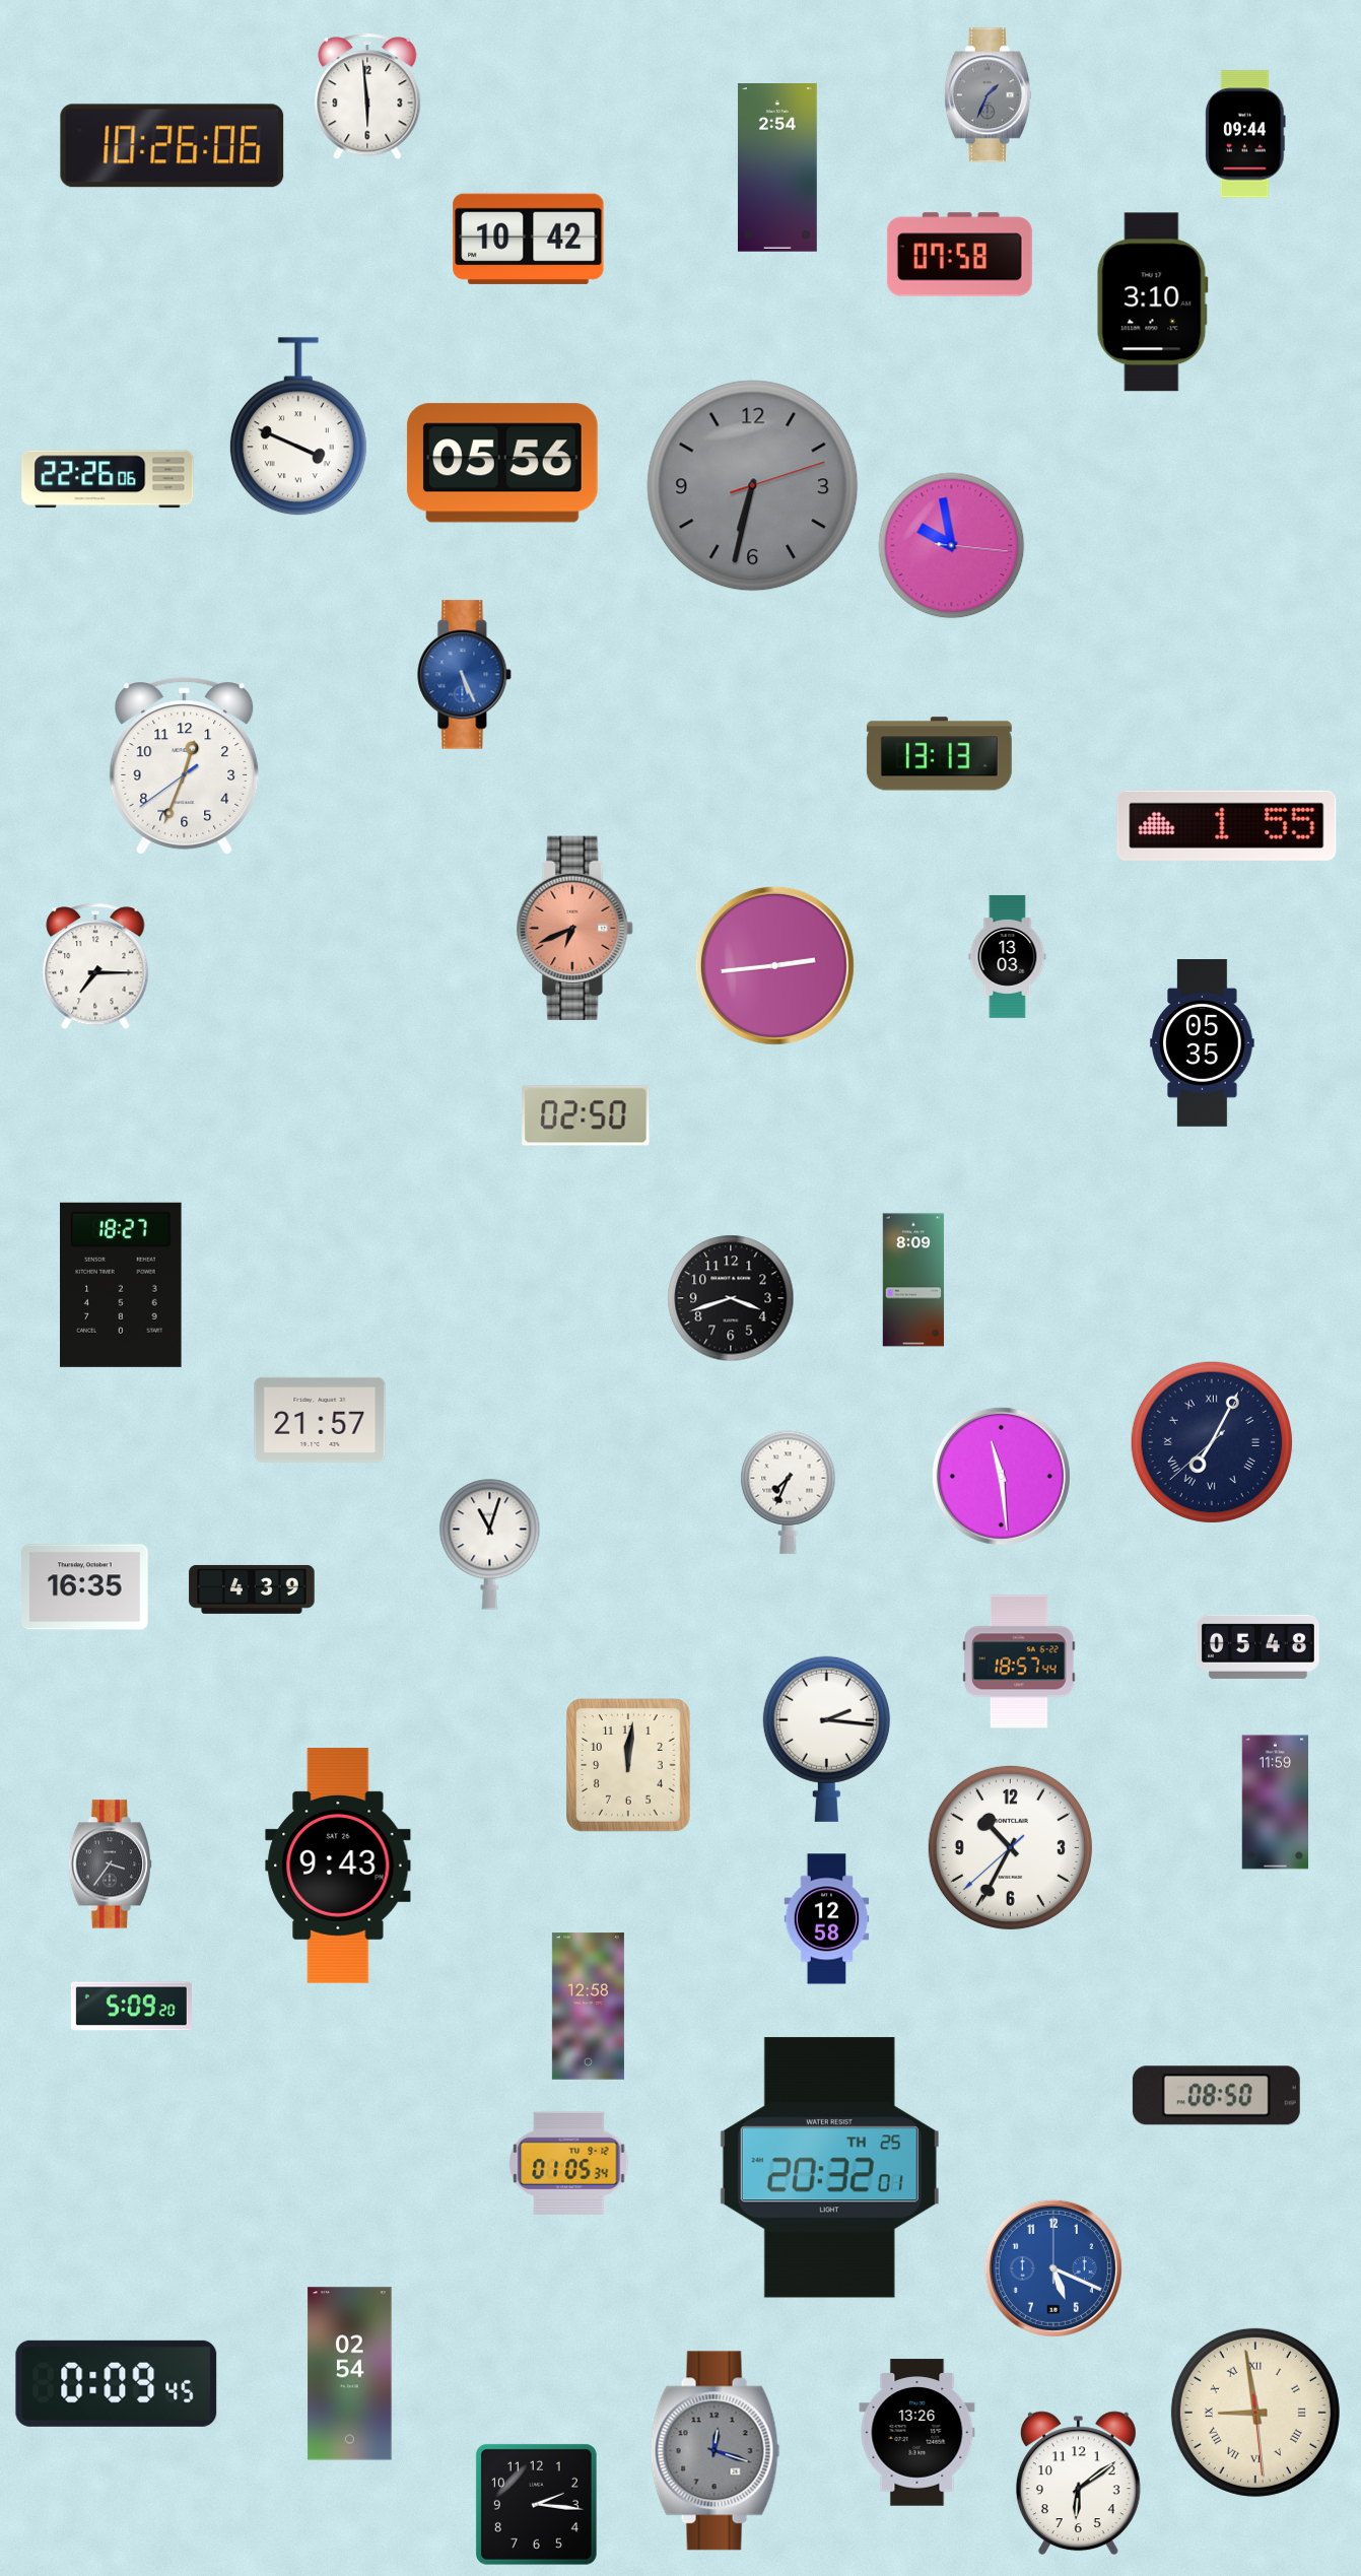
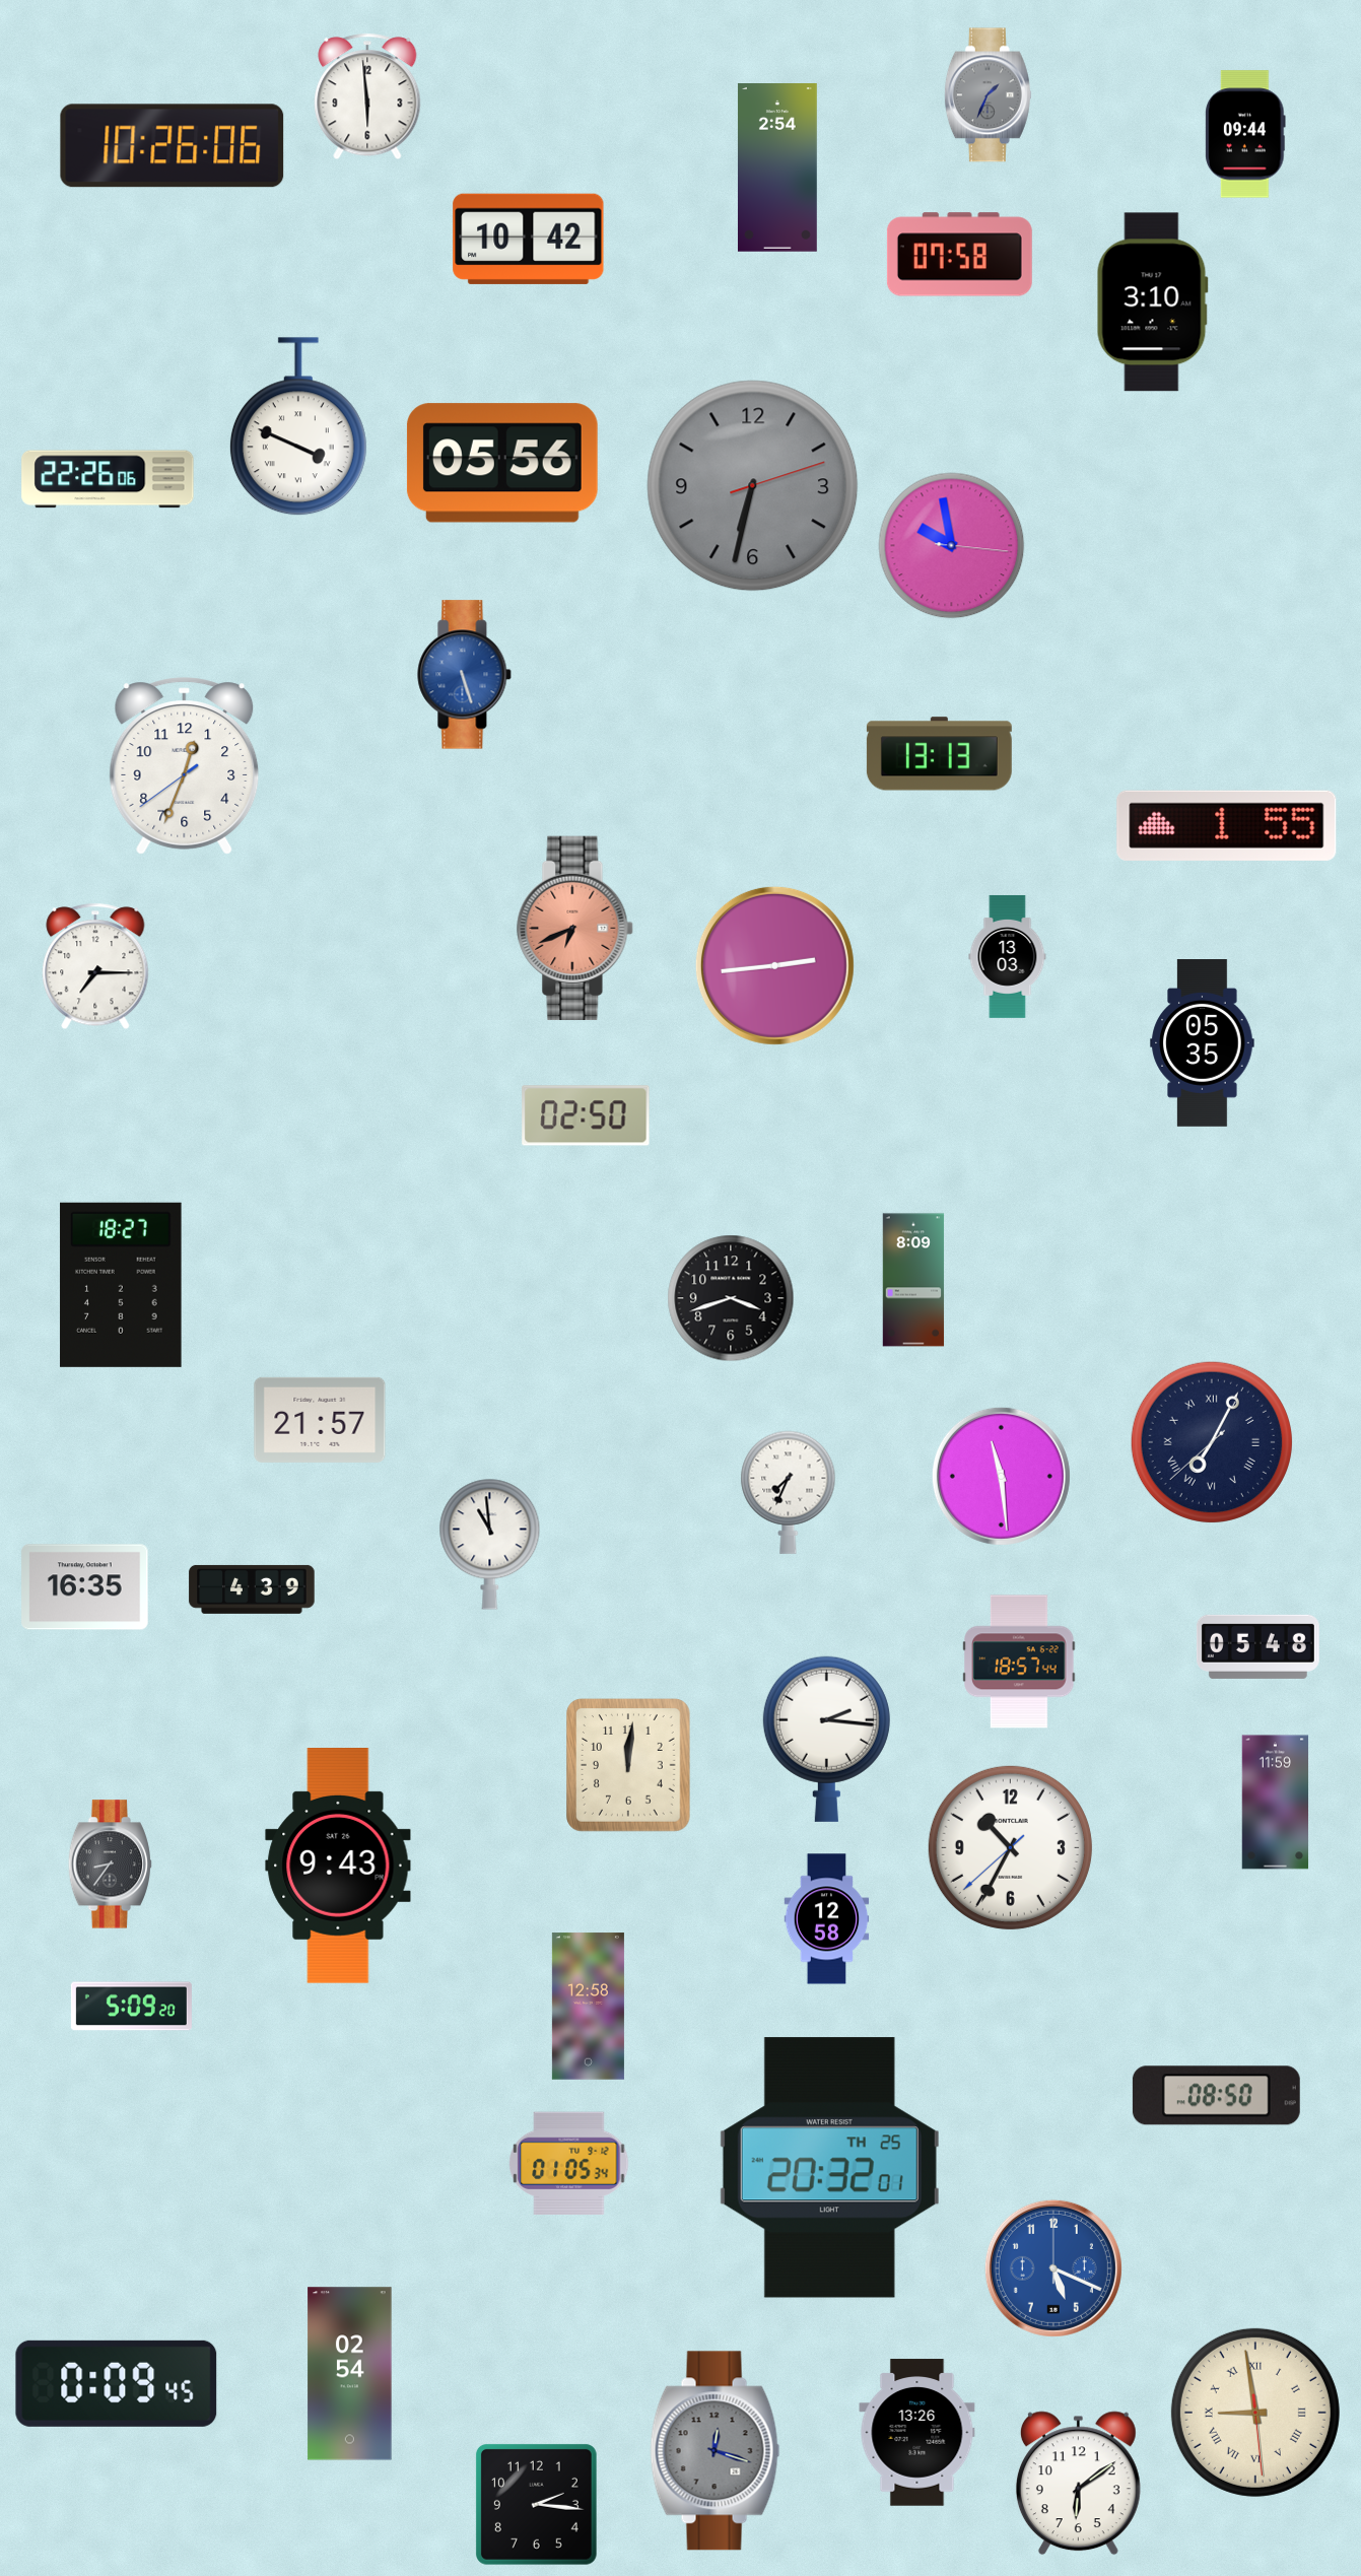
clock at (465, 675): 5:26 -> 5:27
clock at (490, 1544): 11:03 -> 10:59
clock at (110, 1865): 3:36 -> 8:36
